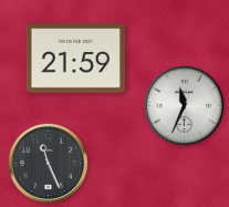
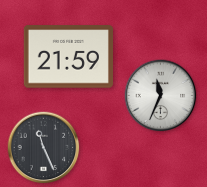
clock at (75, 59) position: (75, 59) -> (68, 57)
clock at (185, 106) position: (185, 106) -> (161, 96)
